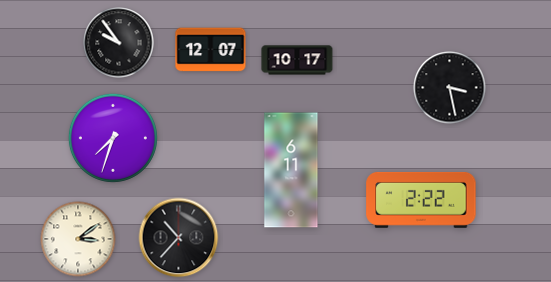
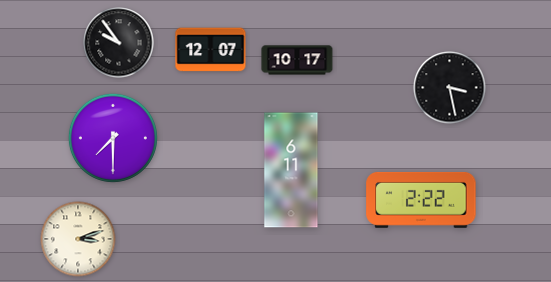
clock at (113, 138): 7:33 -> 7:30
clock at (179, 238): 10:37 -> none
clock at (78, 239): 3:09 -> 3:12
